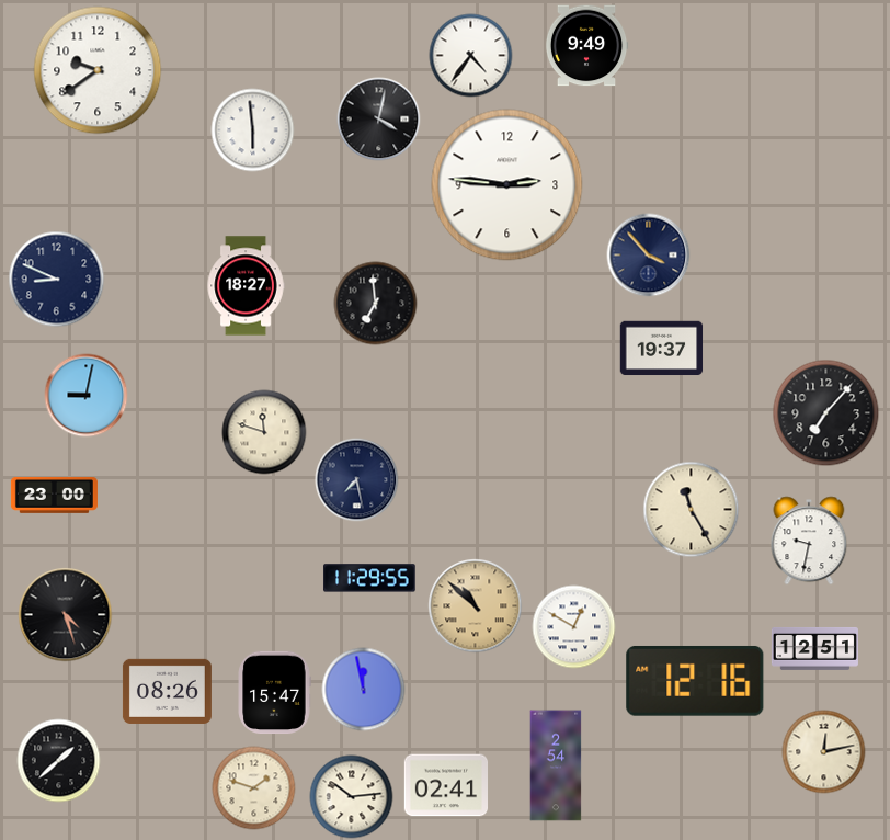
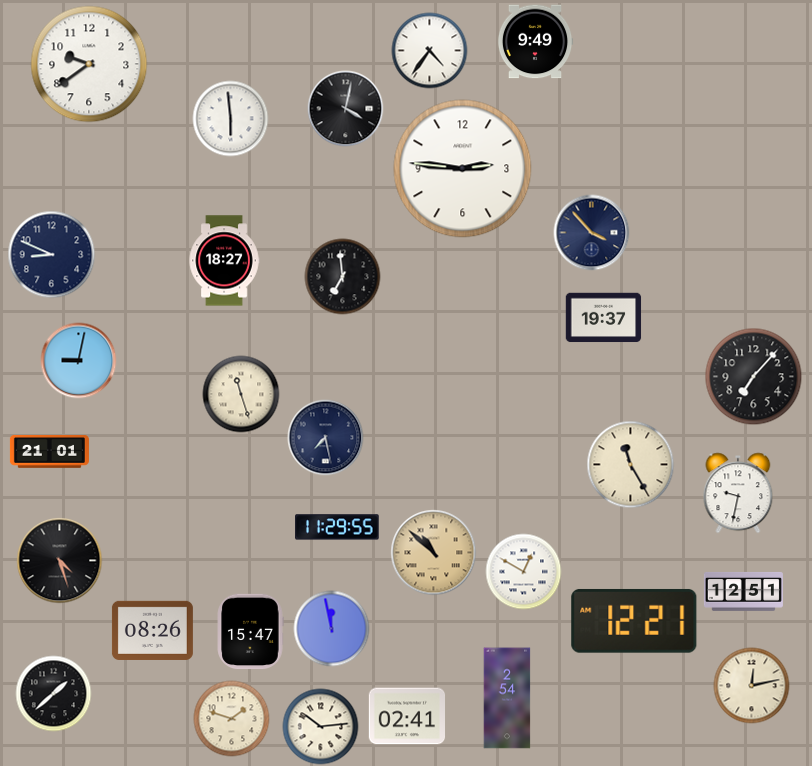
clock at (264, 432): 11:48 -> 11:27
clock at (54, 496): 23:00 -> 21:01
clock at (695, 681): 12:16 -> 12:21
